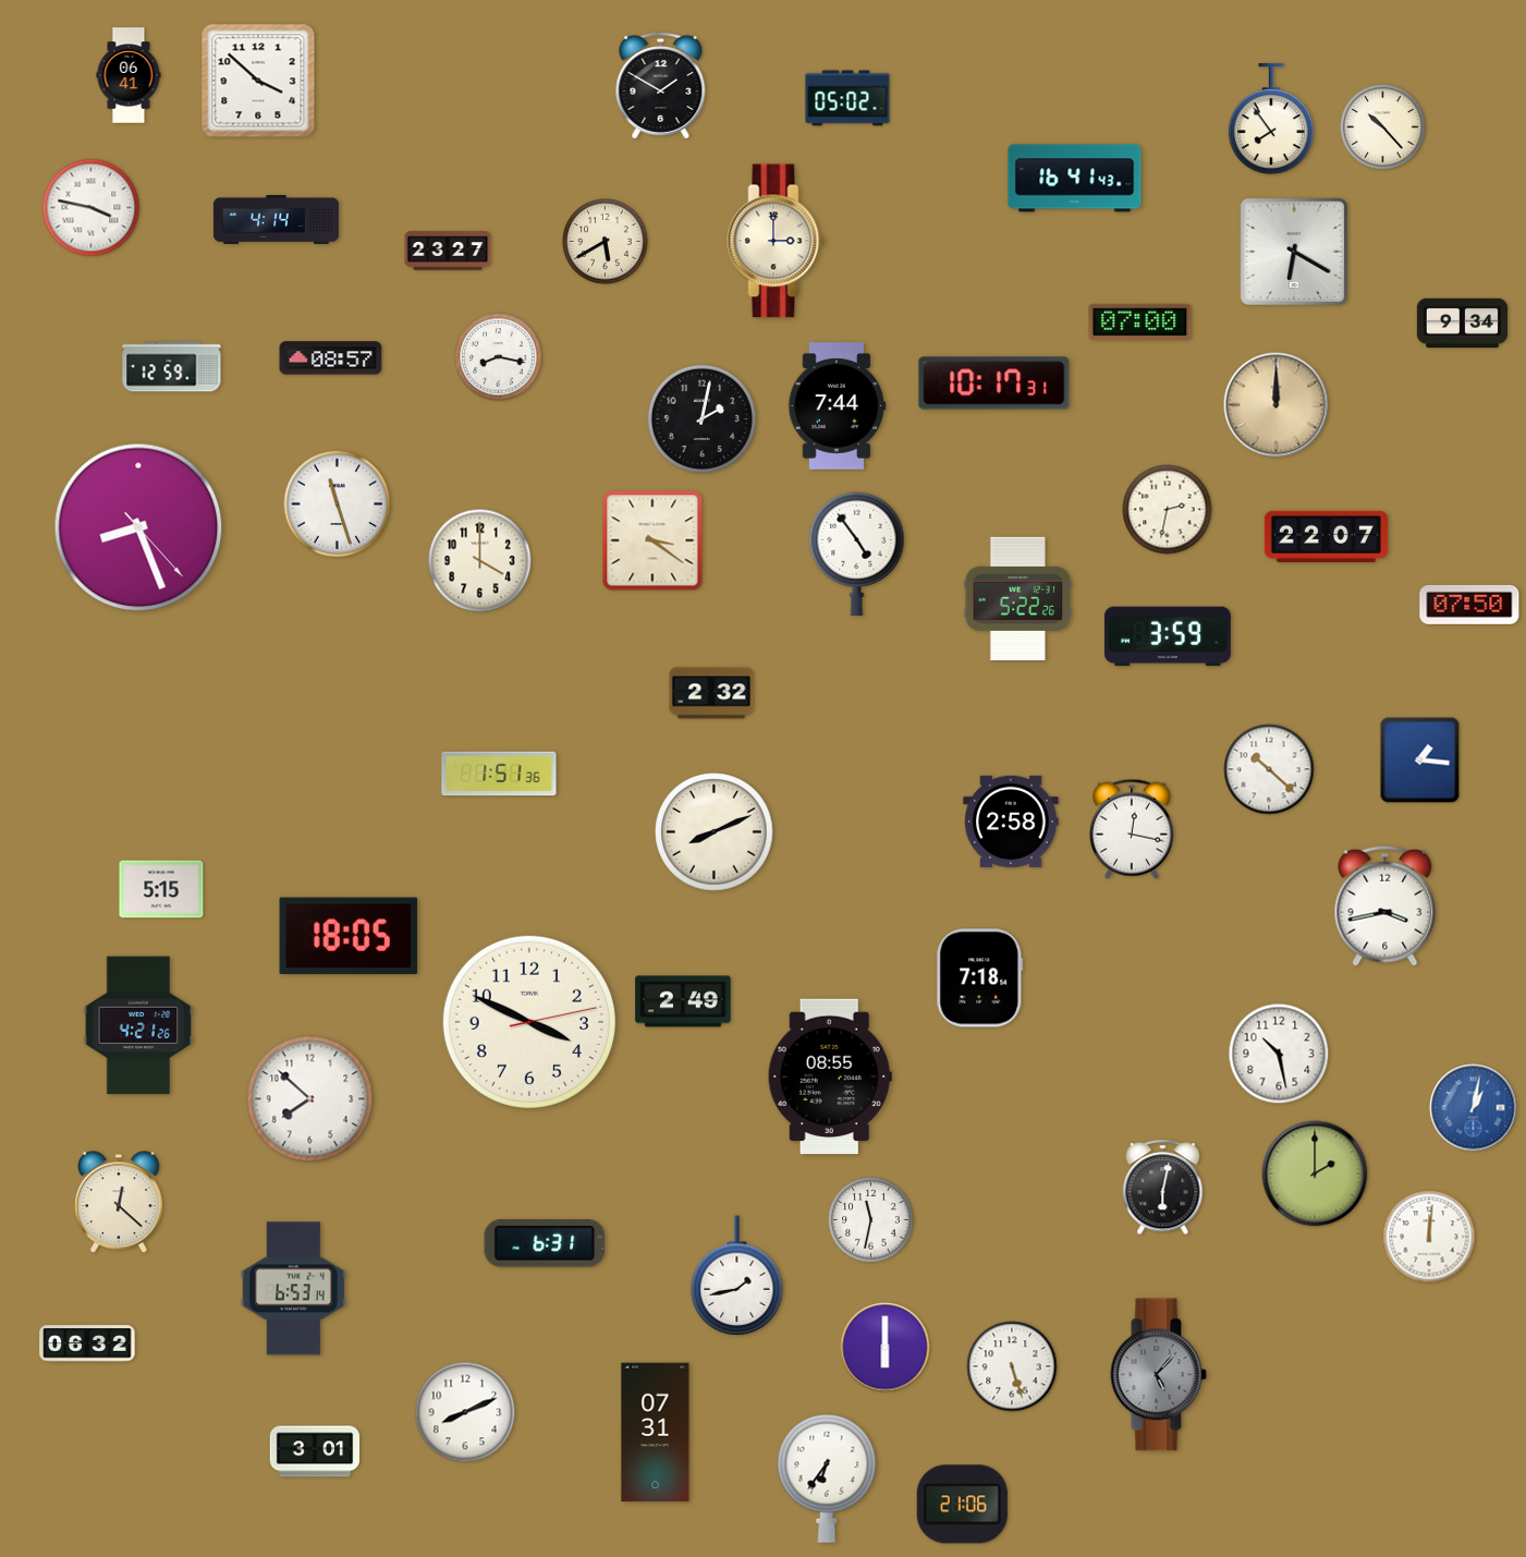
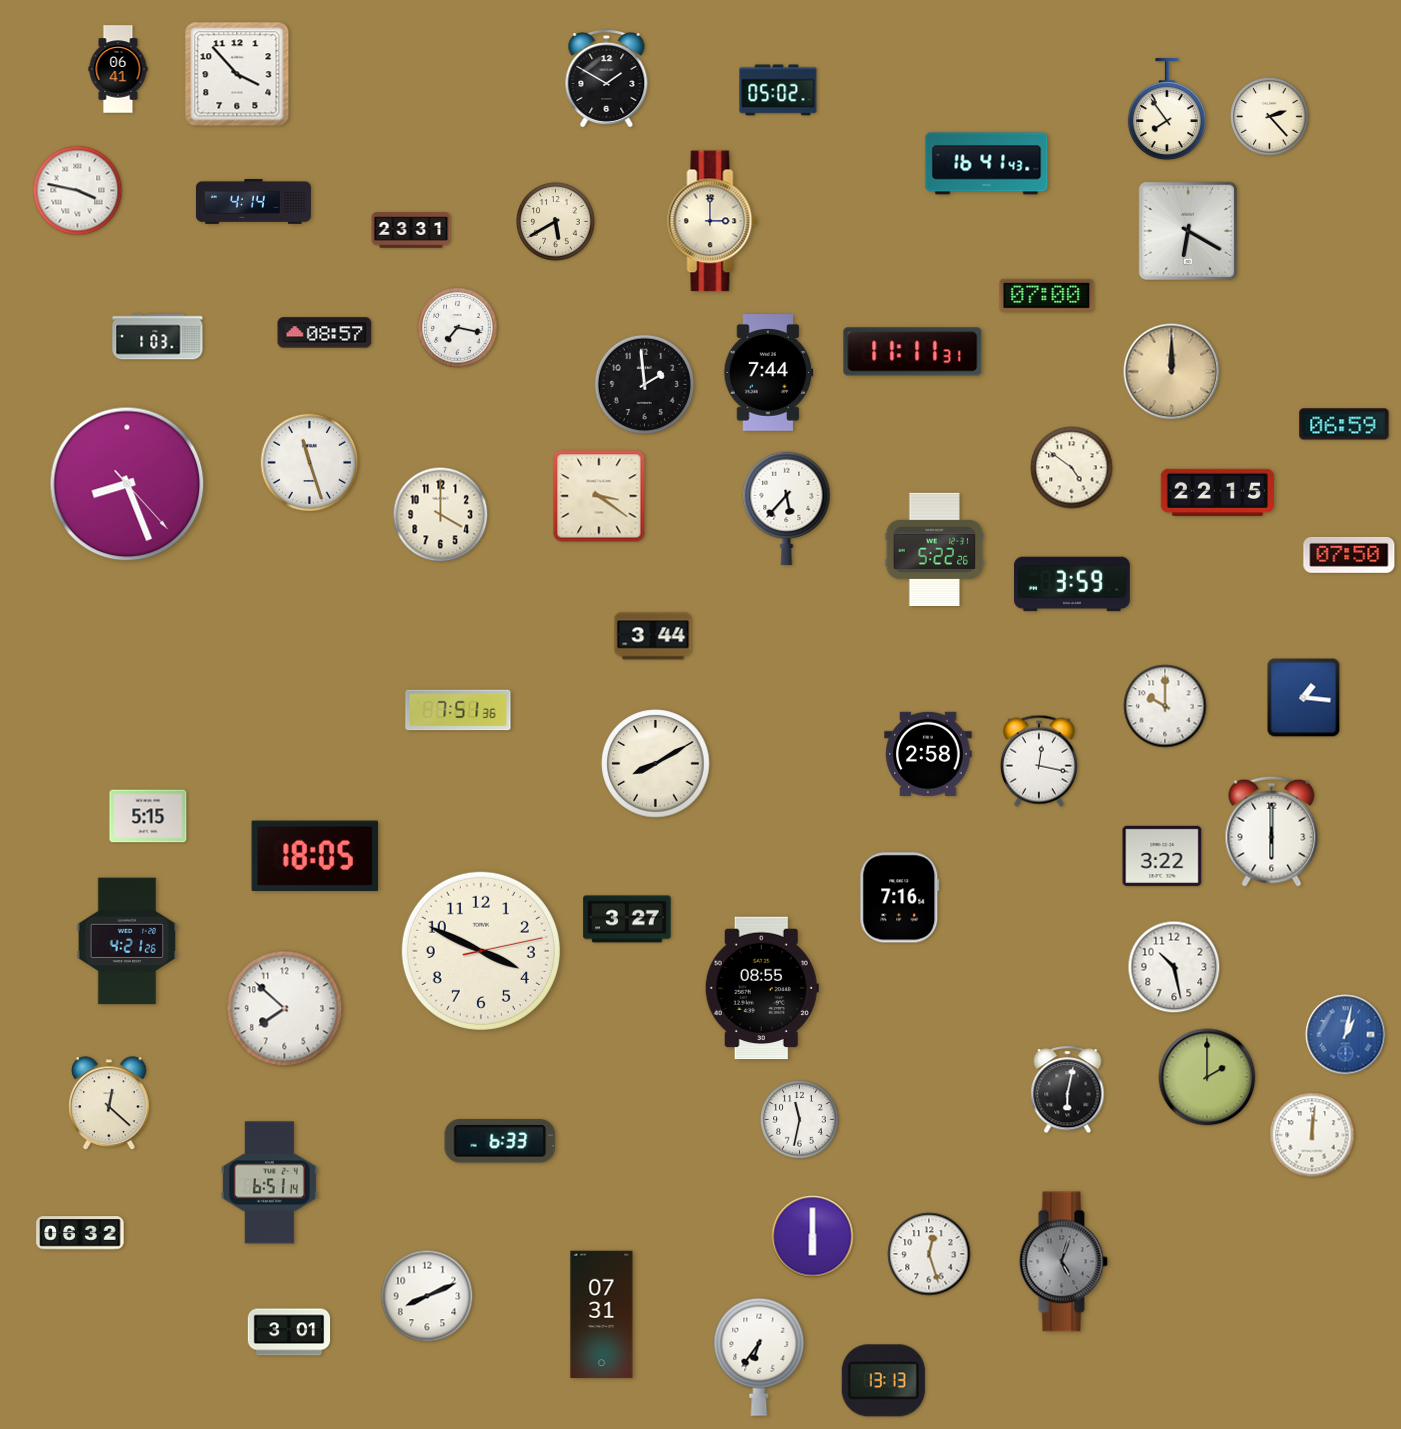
clock at (258, 81): 3:52 -> 3:53
clock at (1383, 127): 10:23 -> 2:23
clock at (91, 208) position: (91, 208) -> (78, 191)
clock at (448, 251): 23:27 -> 23:31
clock at (1462, 324): 9:34 -> none
clock at (499, 357): 8:17 -> 7:17
clock at (331, 358) position: (331, 358) -> (325, 333)
clock at (172, 367): 12:59 -> 1:03
clock at (994, 384): 10:17 -> 11:11
clock at (701, 418): 2:02 -> 1:59
clock at (1344, 424): none -> 06:59
clock at (1168, 510): 2:32 -> 4:51
clock at (1326, 536): 22:07 -> 22:15
clock at (857, 554): 4:54 -> 5:37
clock at (711, 693): 2:32 -> 3:44
clock at (1269, 769): 10:22 -> 10:00
clock at (499, 774): 1:51 -> 7:51
clock at (715, 832): 8:11 -> 8:10
clock at (1385, 905): 3:43 -> 6:00
clock at (1162, 856): none -> 3:22
clock at (349, 936) position: (349, 936) -> (315, 856)
clock at (980, 978): 7:18 -> 7:16
clock at (683, 1001): 2:49 -> 3:27
clock at (529, 1022) position: (529, 1022) -> (481, 951)
clock at (1474, 1108) position: (1474, 1108) -> (1346, 1035)
clock at (545, 1244): 6:31 -> 6:33
clock at (737, 1276): 1:43 -> none
clock at (293, 1289): 6:53 -> 6:51
clock at (1012, 1366): 5:27 -> 12:27
clock at (1158, 1375): 5:07 -> 5:03
clock at (962, 1505): 21:06 -> 13:13
